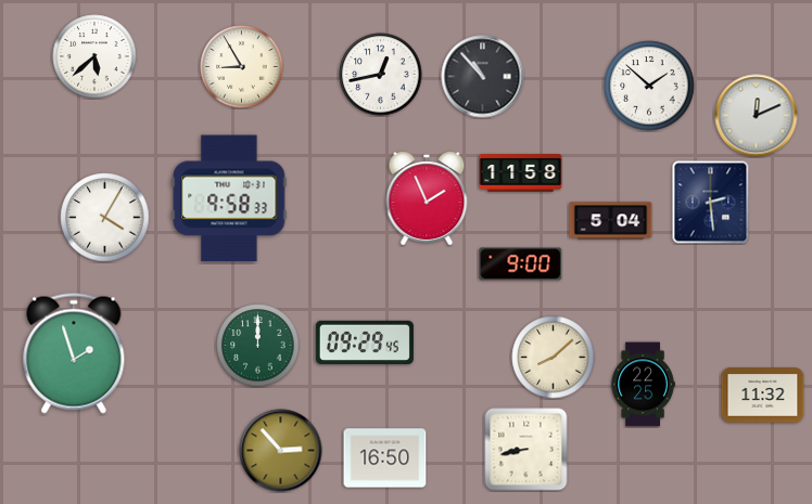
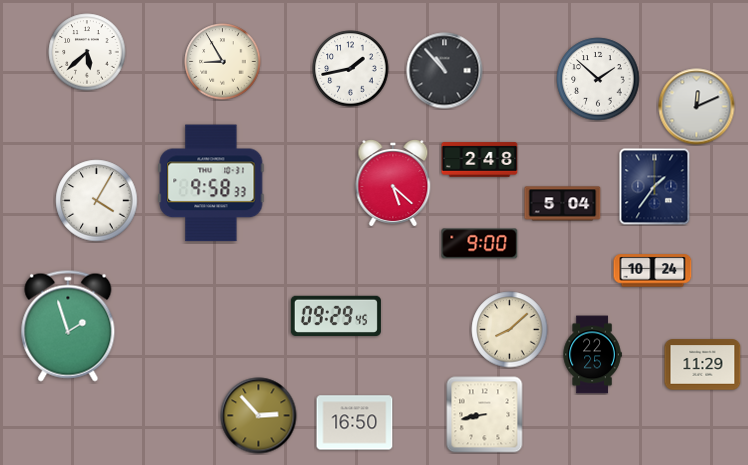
clock at (381, 75): 12:43 -> 1:43
clock at (521, 173): 11:58 -> 2:48
clock at (427, 199): 1:56 -> 5:22
clock at (711, 203): 2:29 -> 1:36
clock at (653, 271): none -> 10:24
clock at (258, 346): 12:00 -> none
clock at (763, 396): 11:32 -> 11:29
